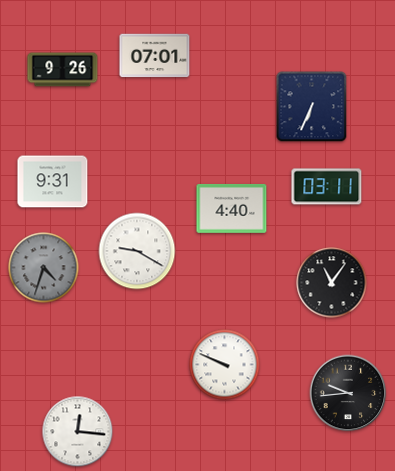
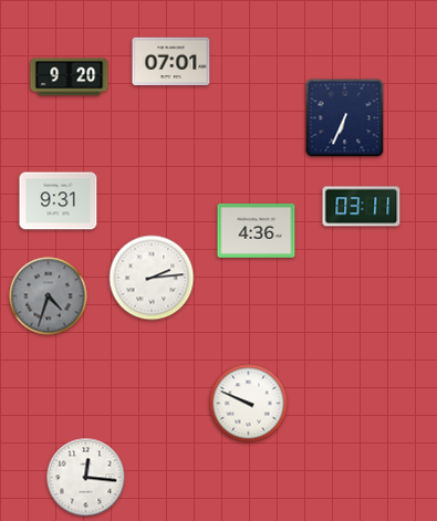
clock at (63, 70): 9:26 -> 9:20
clock at (232, 208): 4:40 -> 4:36
clock at (137, 251): 9:20 -> 2:14
clock at (332, 283): 11:06 -> none
clock at (348, 393): 9:44 -> none
